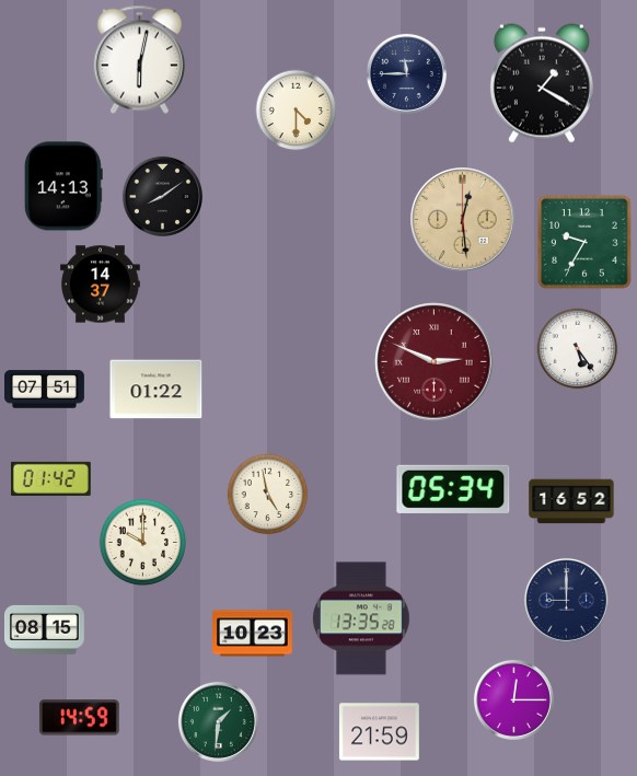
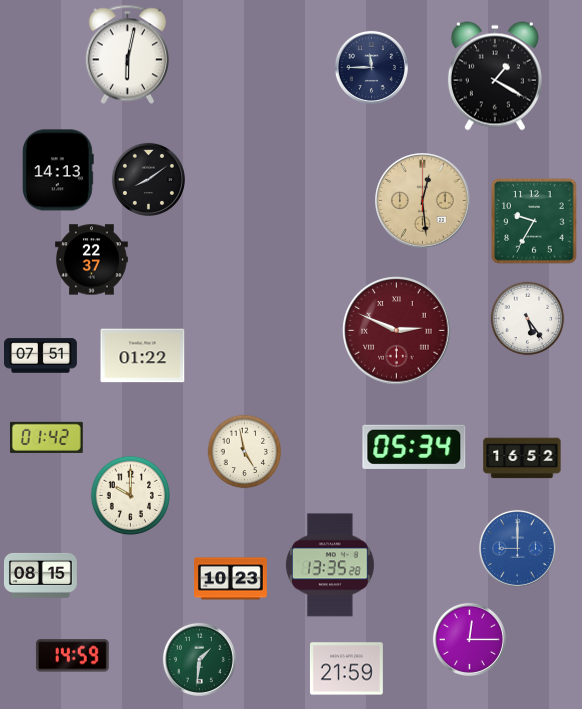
clock at (297, 111): 4:30 -> none
clock at (101, 285): 14:37 -> 22:37
clock at (566, 600) dial: navy -> blue
